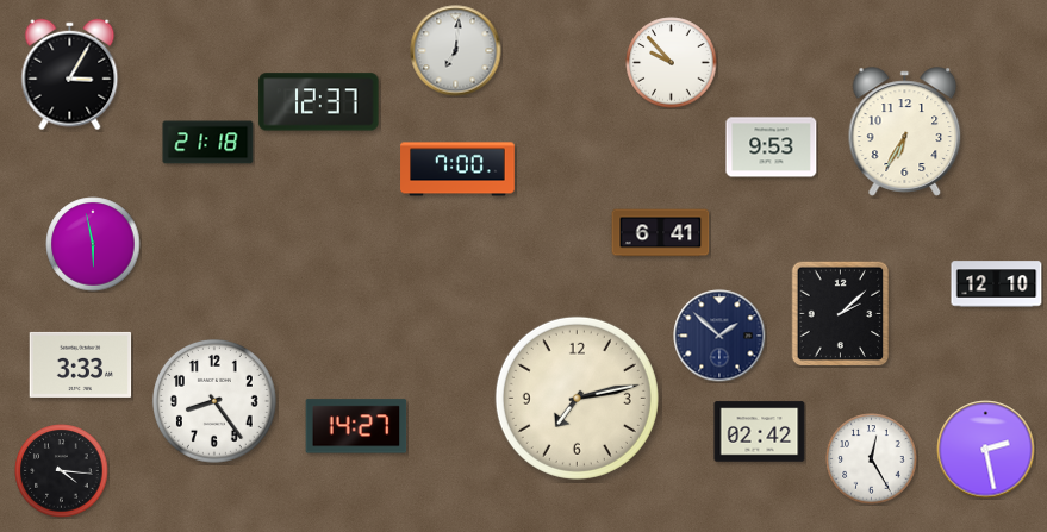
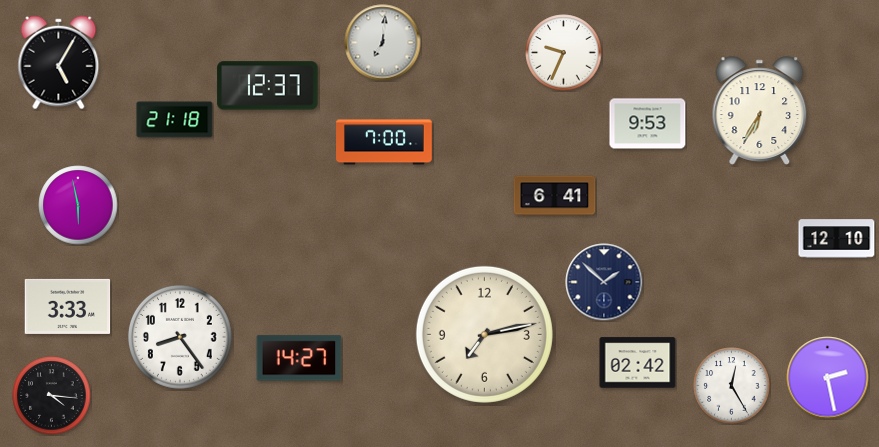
clock at (672, 63): 9:53 -> 9:34
clock at (70, 75): 3:05 -> 5:05
clock at (841, 314): 2:08 -> none
